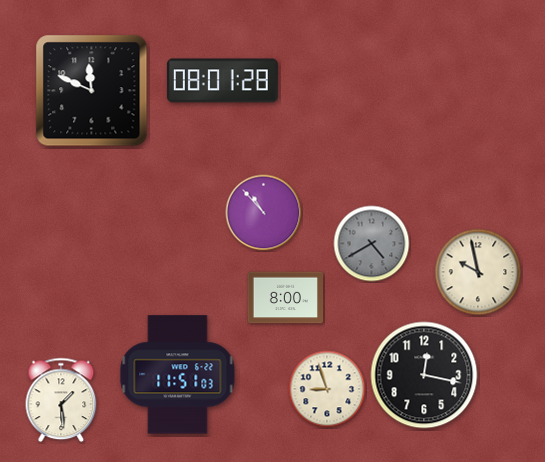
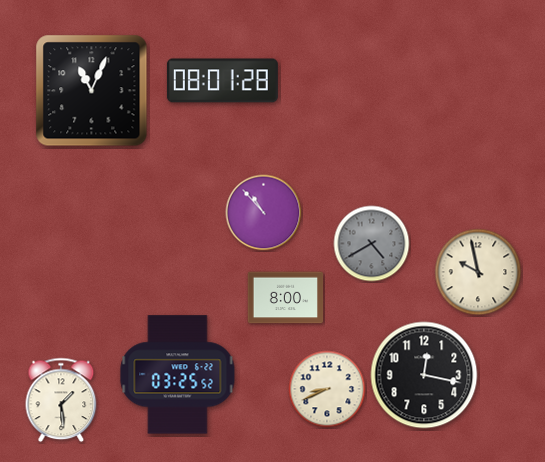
clock at (92, 91): 11:49 -> 11:04
clock at (178, 375): 11:51 -> 03:25
clock at (327, 389): 8:57 -> 8:41
